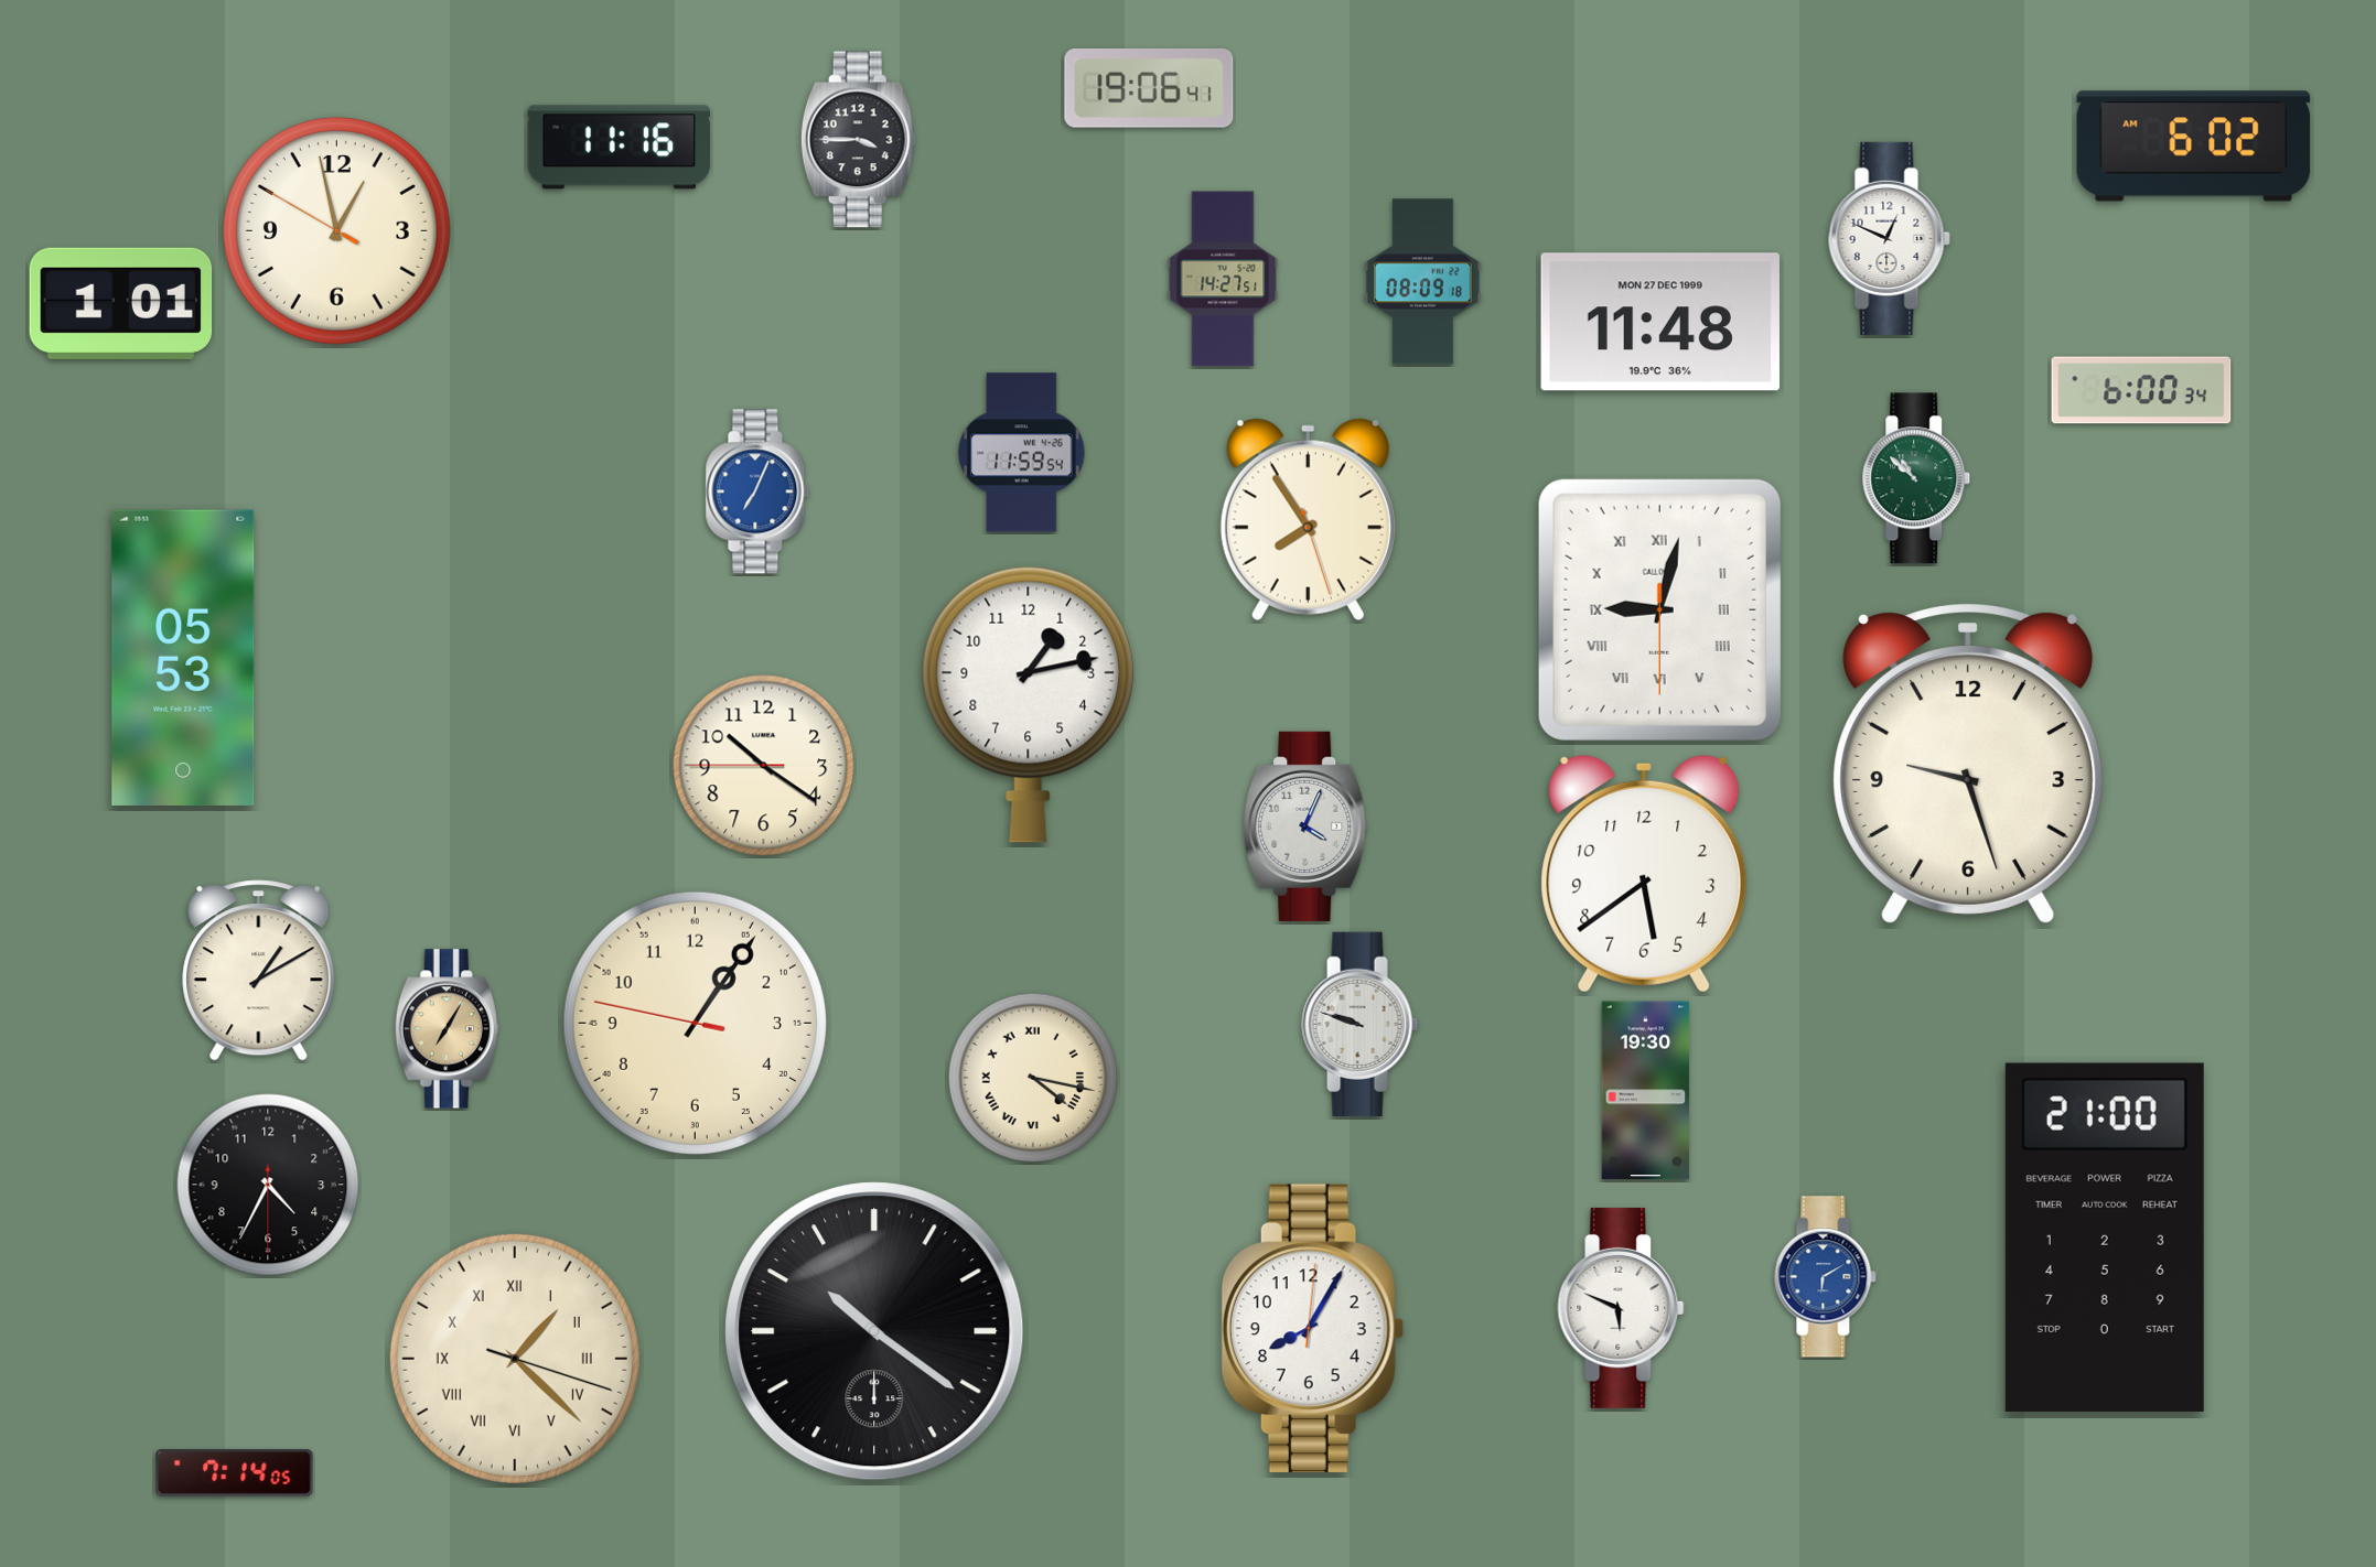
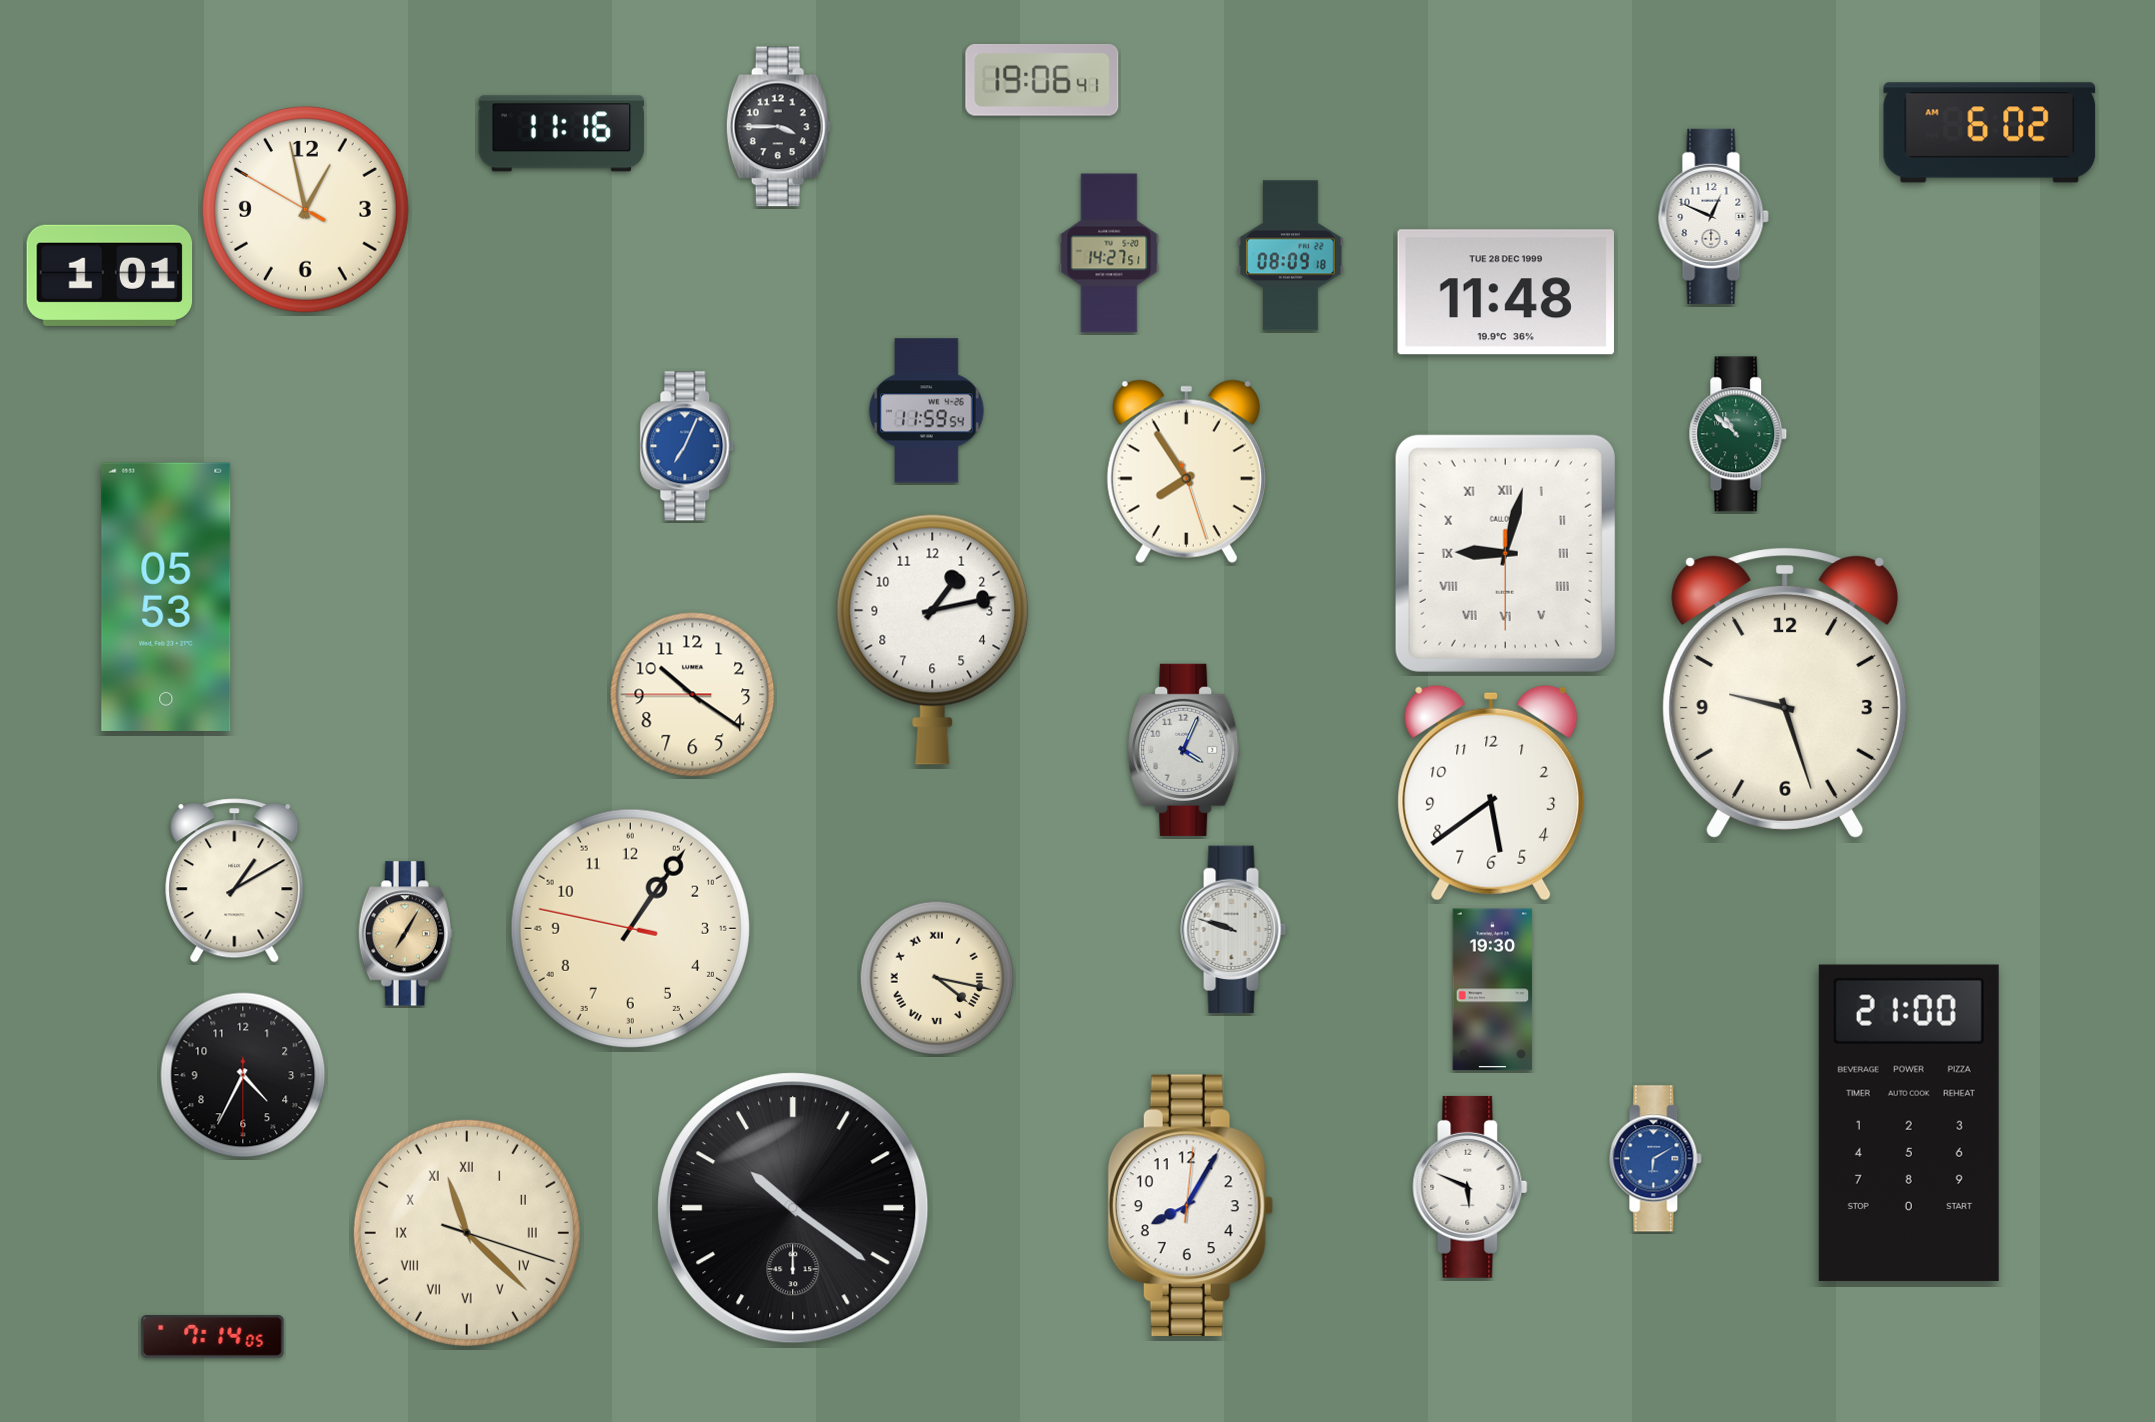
clock at (1660, 322) date: MON 27 DEC 1999 -> TUE 28 DEC 1999
clock at (2141, 390): 6:00 -> none
clock at (515, 1359): 1:22 -> 11:22
